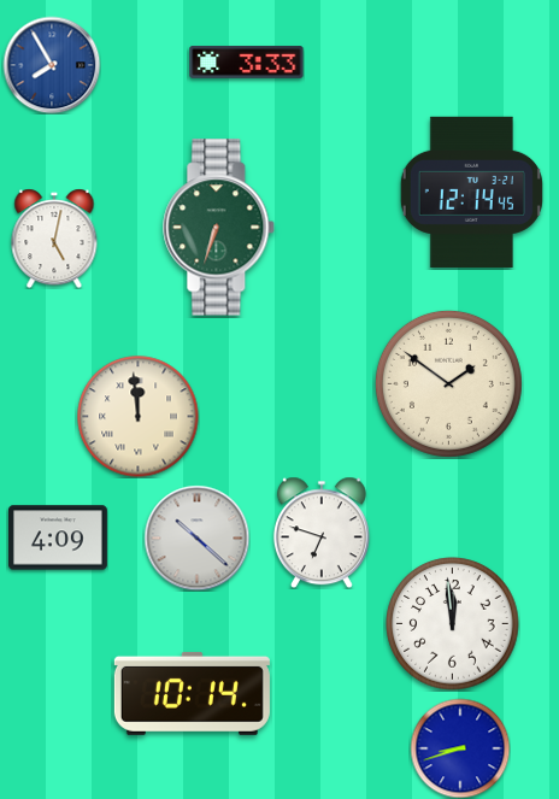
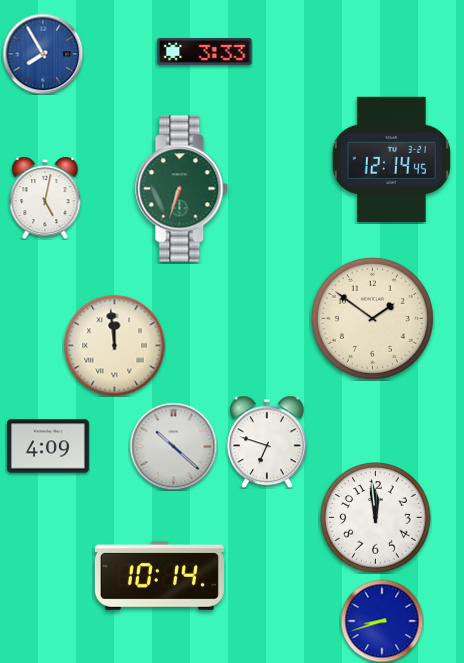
clock at (196, 537) position: (196, 537) -> (173, 446)
